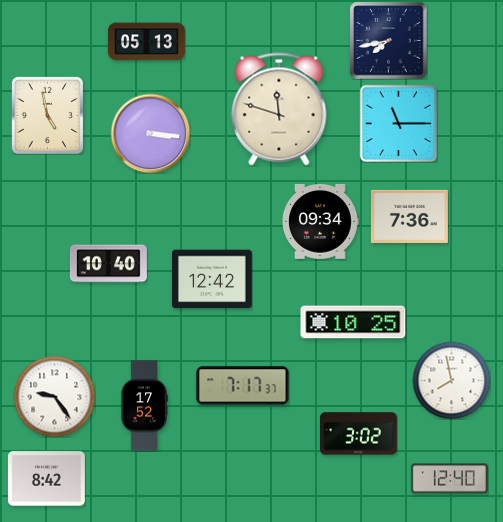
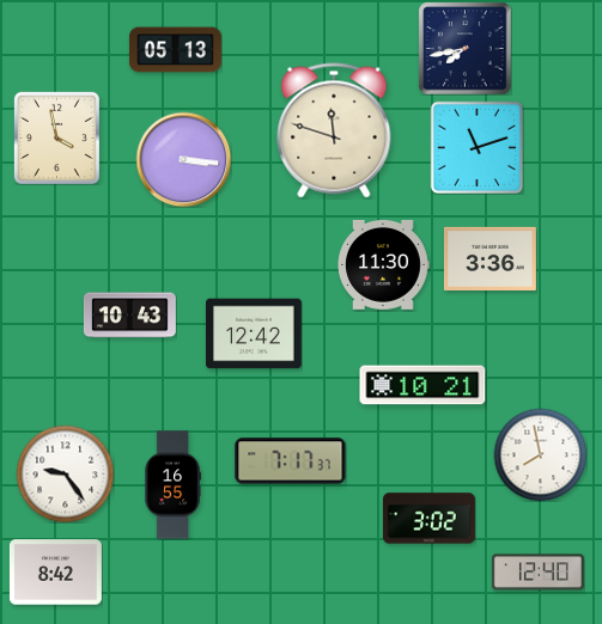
clock at (47, 115): 4:58 -> 3:58
clock at (398, 123): 11:15 -> 11:12
clock at (150, 133) position: (150, 133) -> (183, 159)
clock at (409, 216): 7:36 -> 3:36
clock at (321, 222): 09:34 -> 11:30
clock at (108, 264): 10:40 -> 10:43
clock at (353, 322): 10:25 -> 10:21
clock at (144, 406): 17:52 -> 16:55
